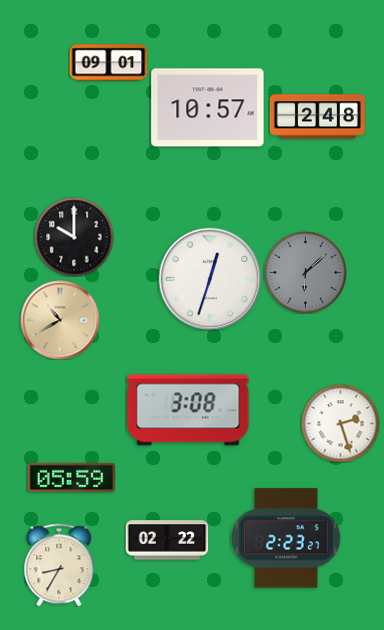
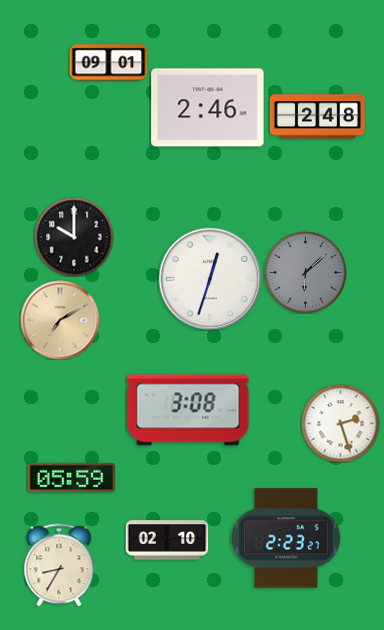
clock at (208, 108): 10:57 -> 2:46
clock at (60, 320): 10:40 -> 7:10
clock at (167, 540): 02:22 -> 02:10
